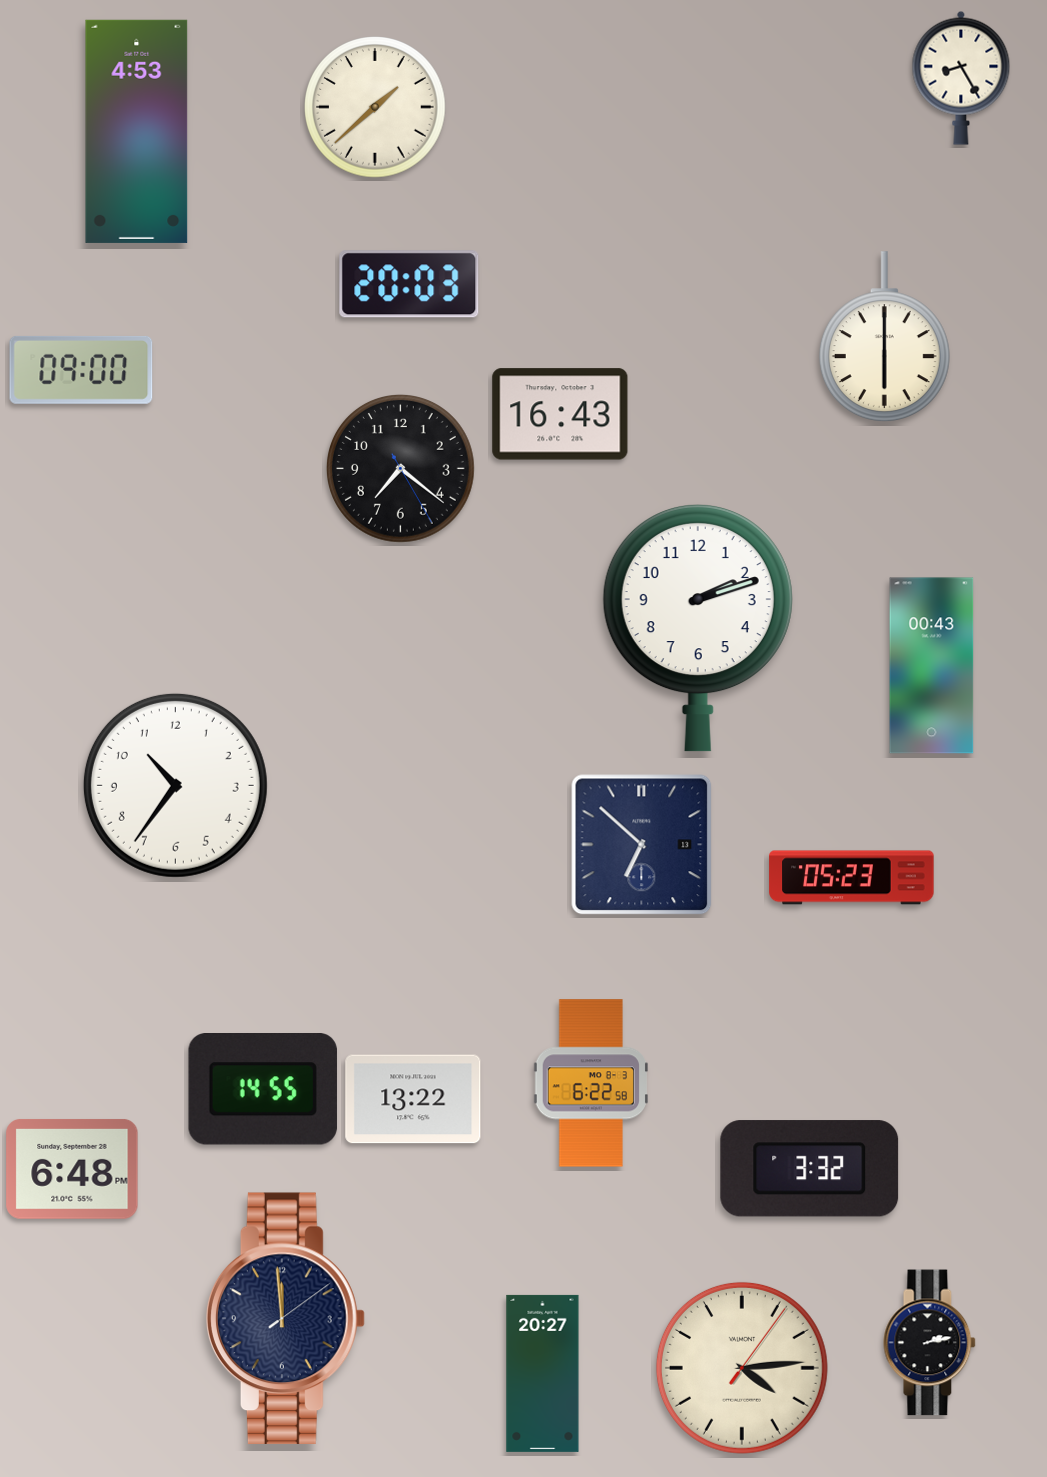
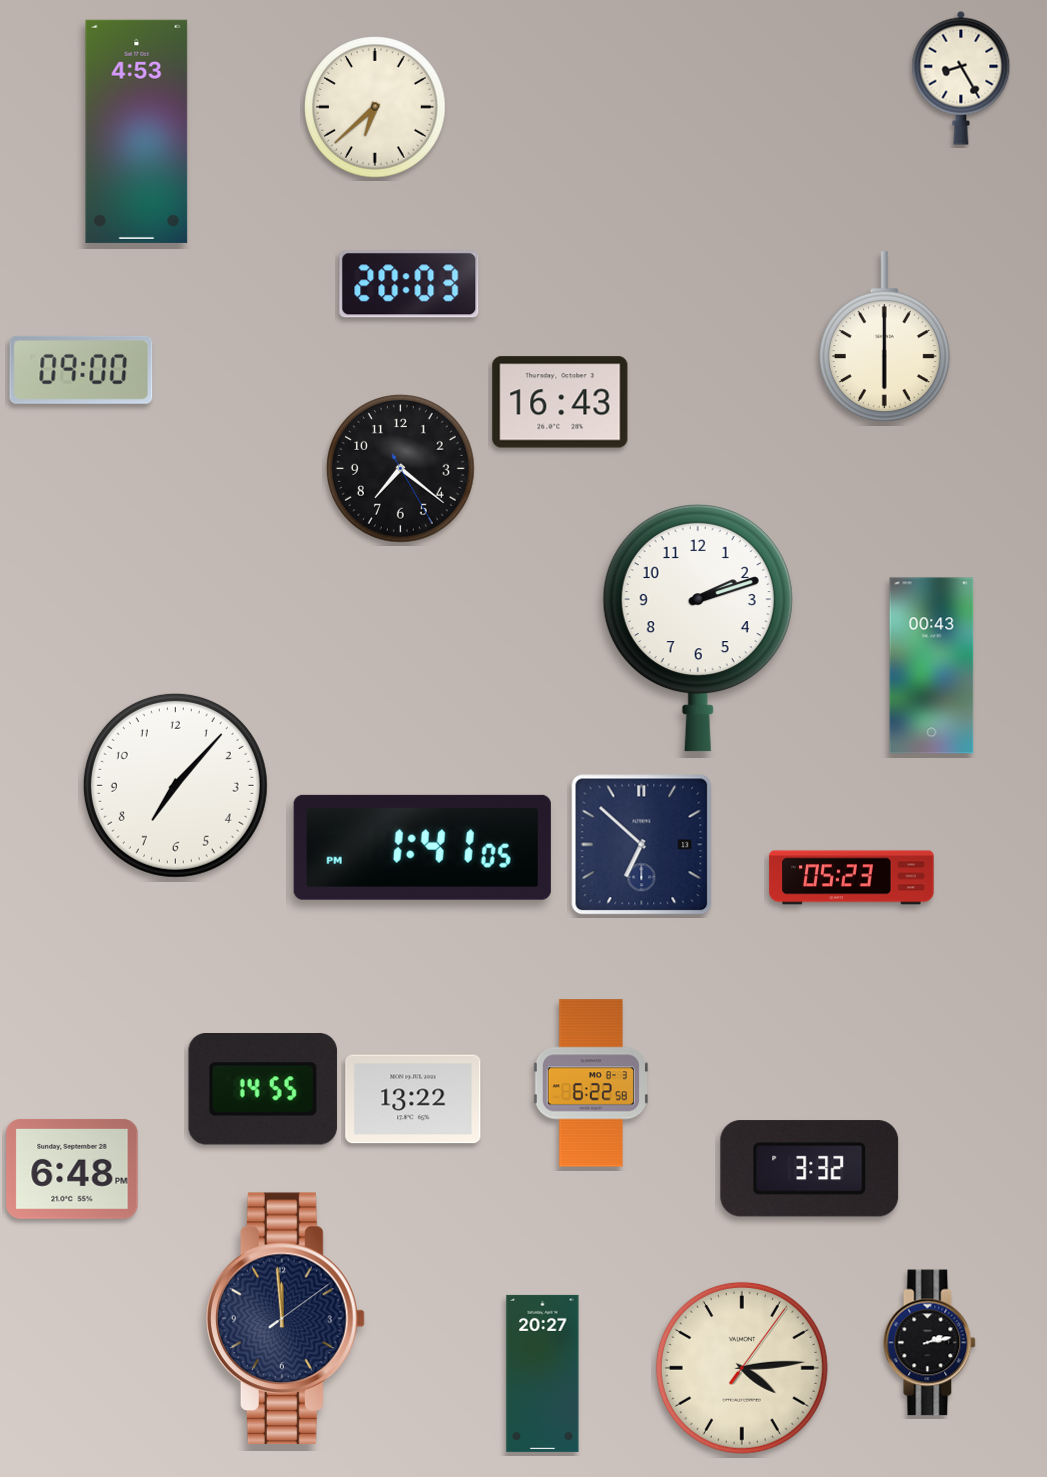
clock at (375, 107): 1:38 -> 6:38
clock at (560, 414) position: (560, 414) -> (560, 402)
clock at (175, 785): 10:36 -> 7:07
clock at (422, 847): none -> 1:41
